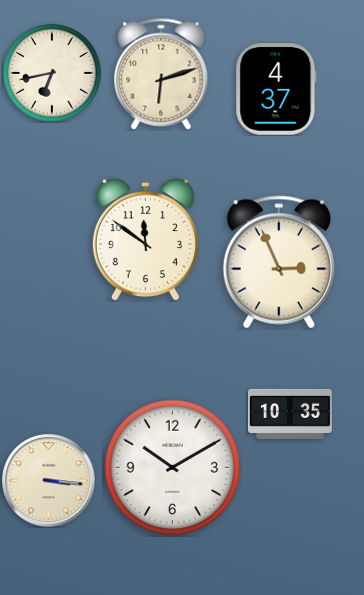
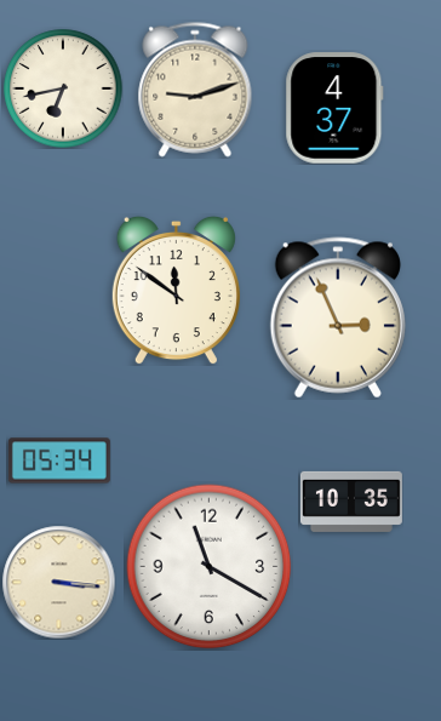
clock at (161, 74): 6:12 -> 9:12
clock at (59, 460): none -> 05:34
clock at (173, 468): 10:10 -> 11:20
